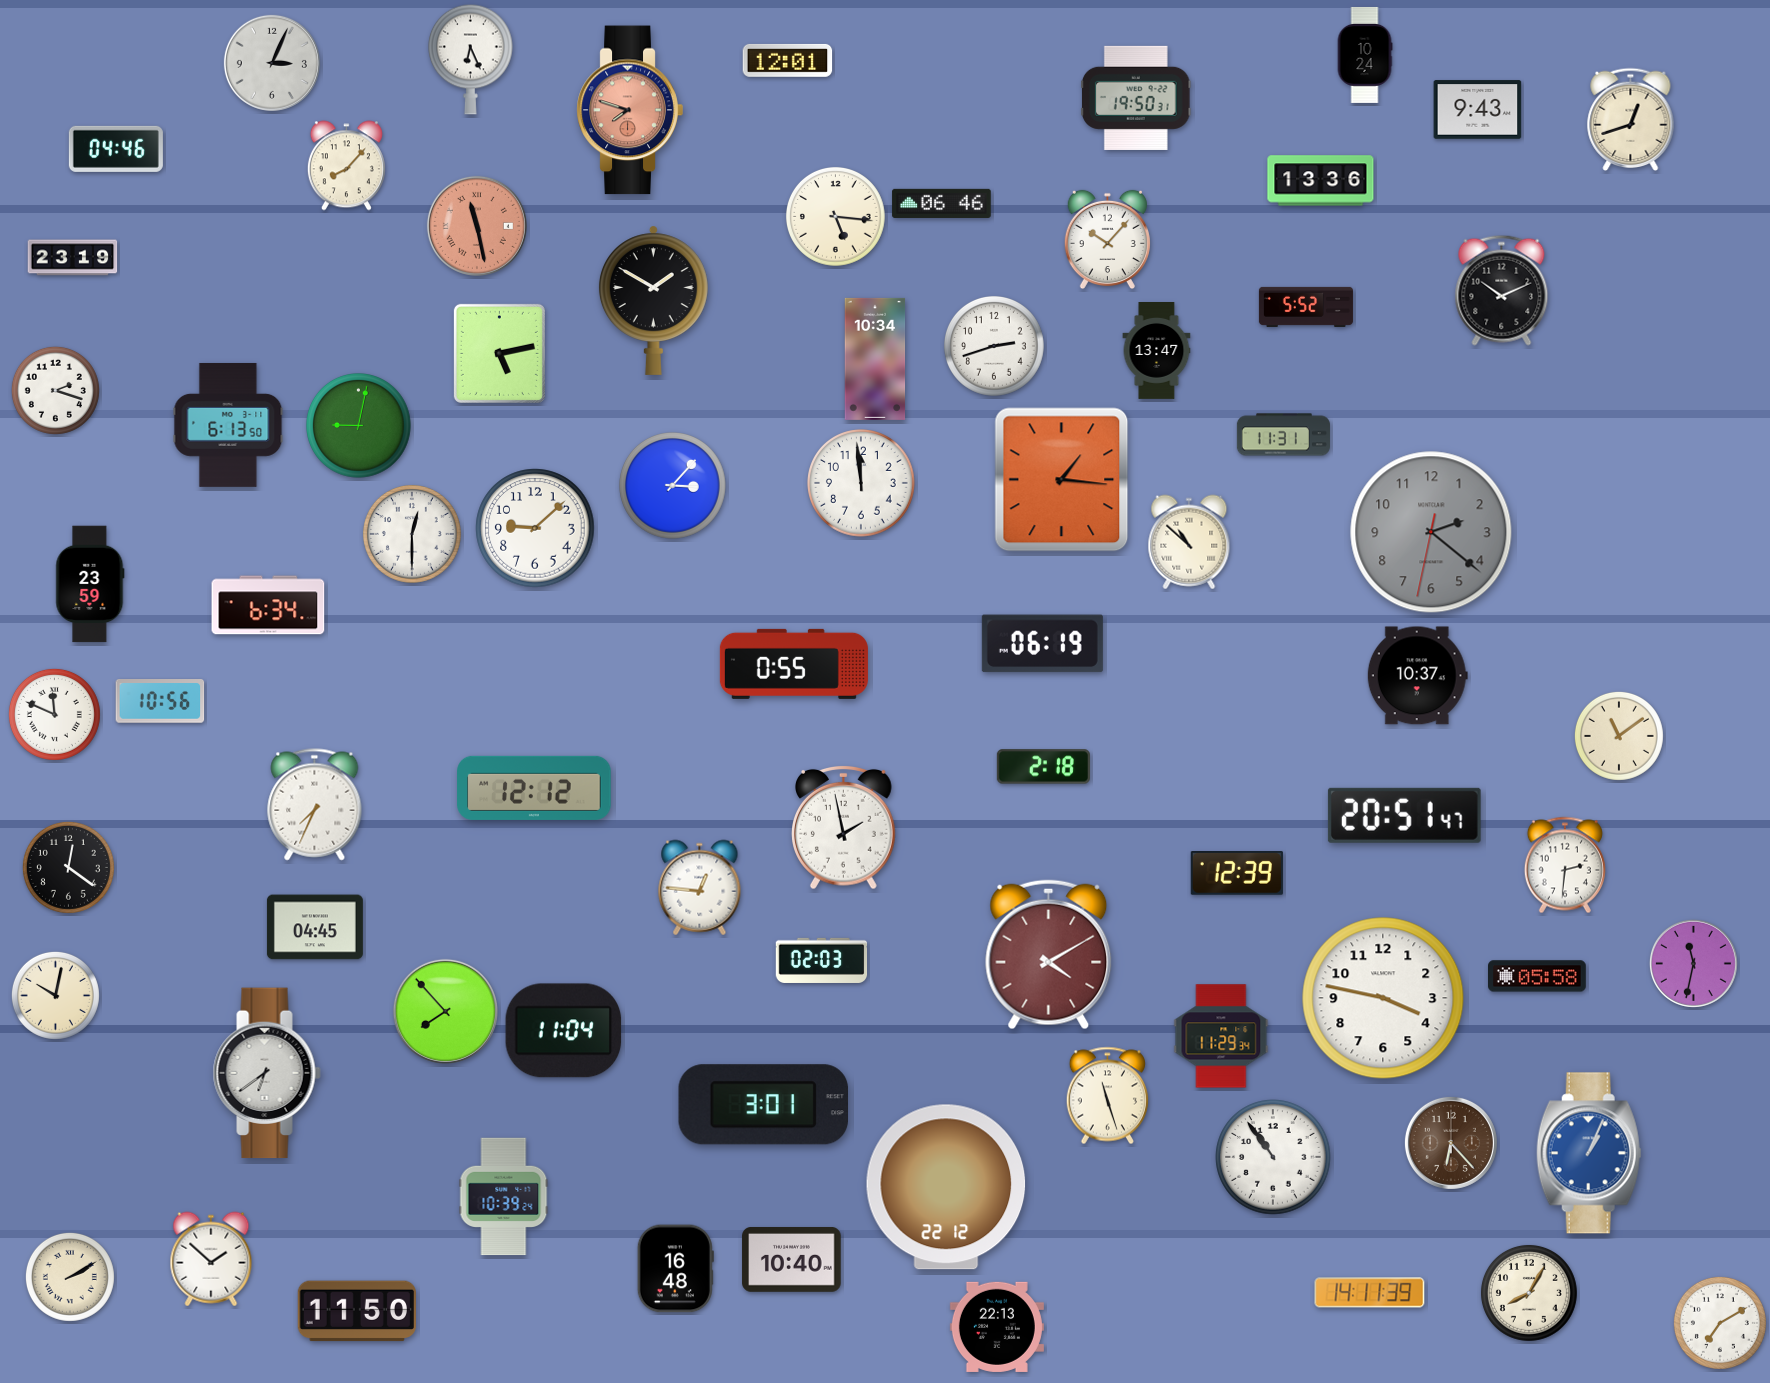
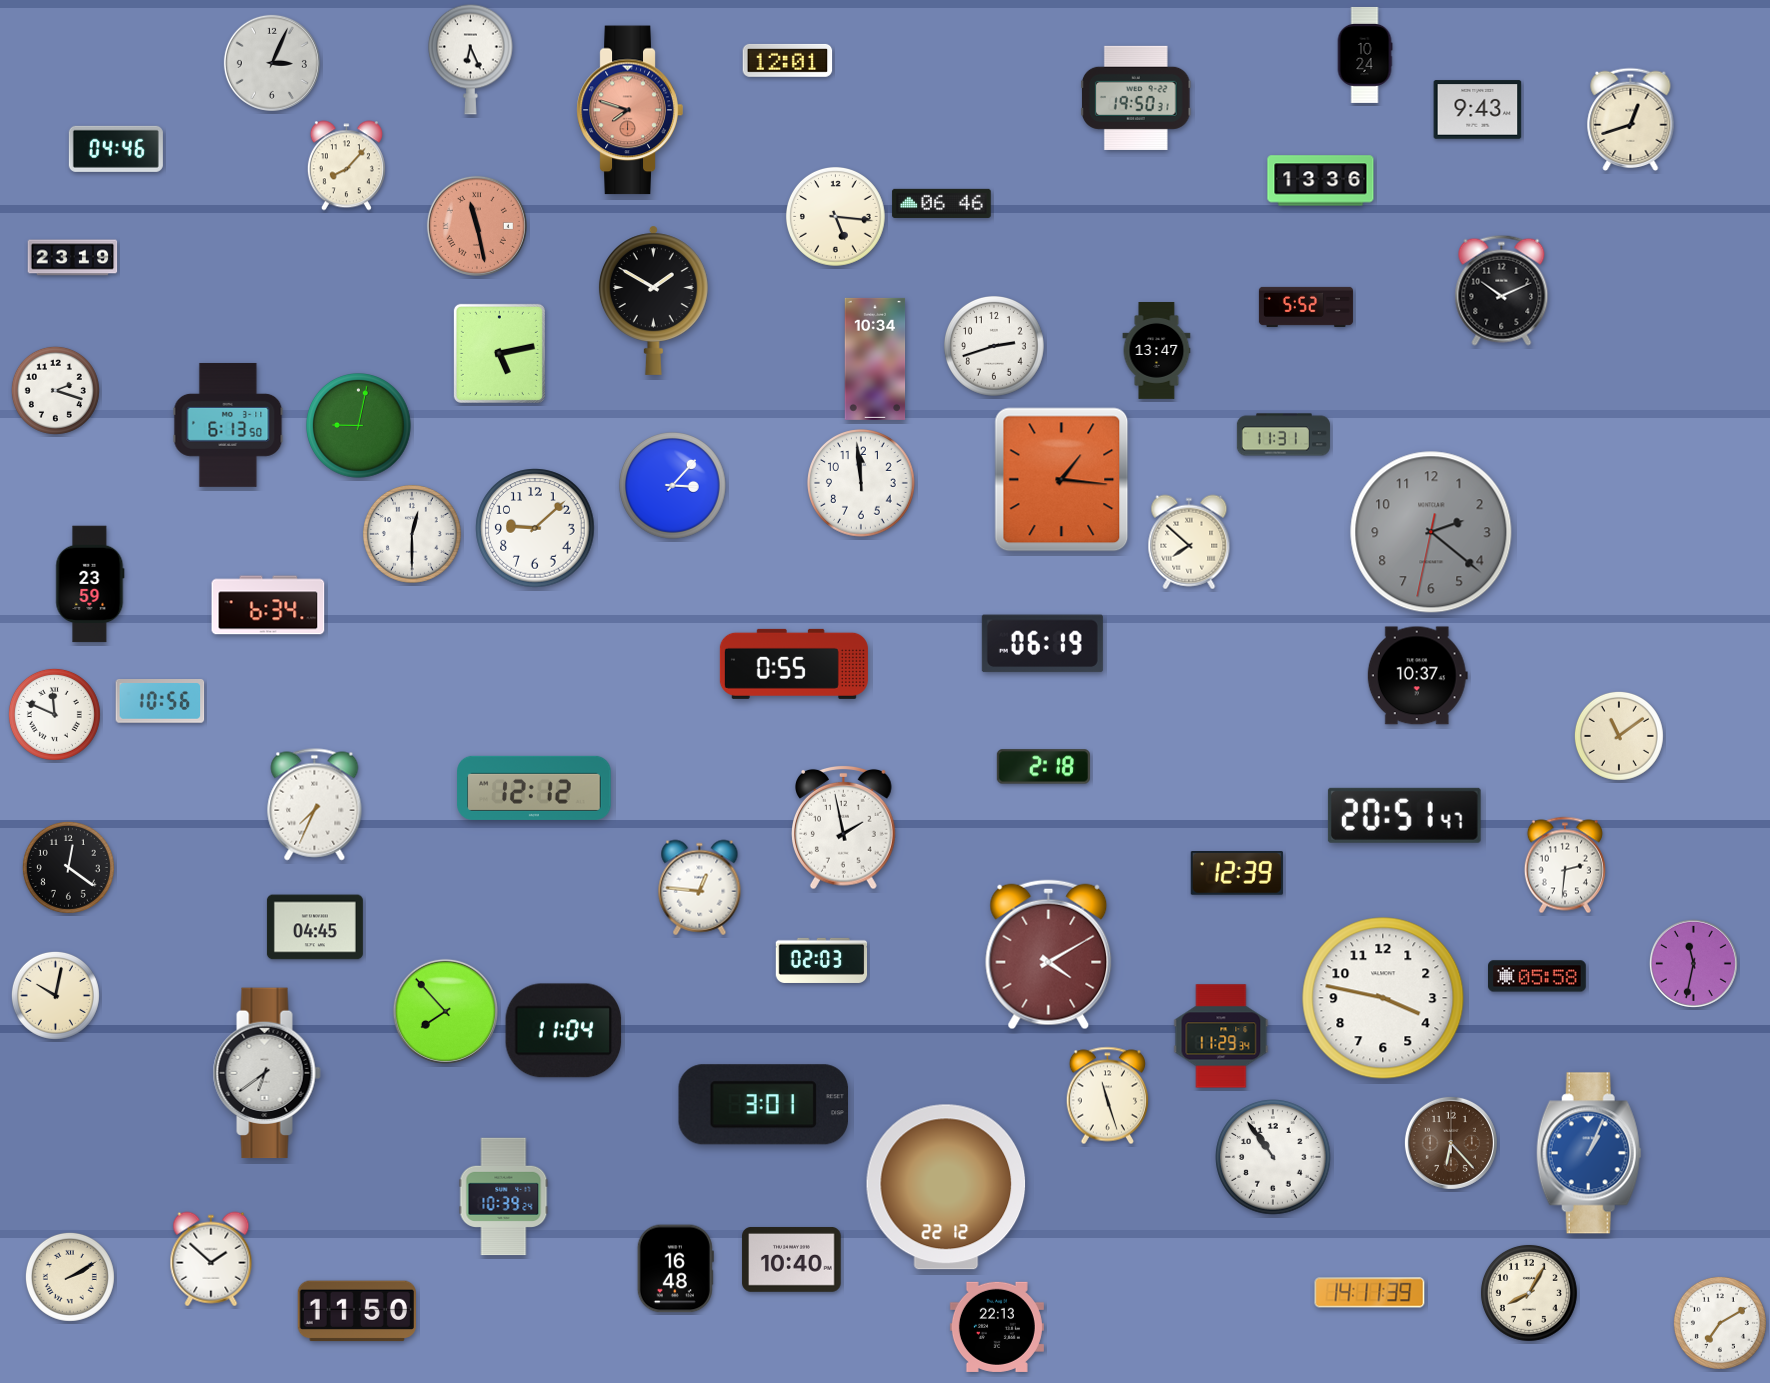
clock at (1107, 240): 10:07 -> none
clock at (1189, 542): 10:52 -> 7:52
